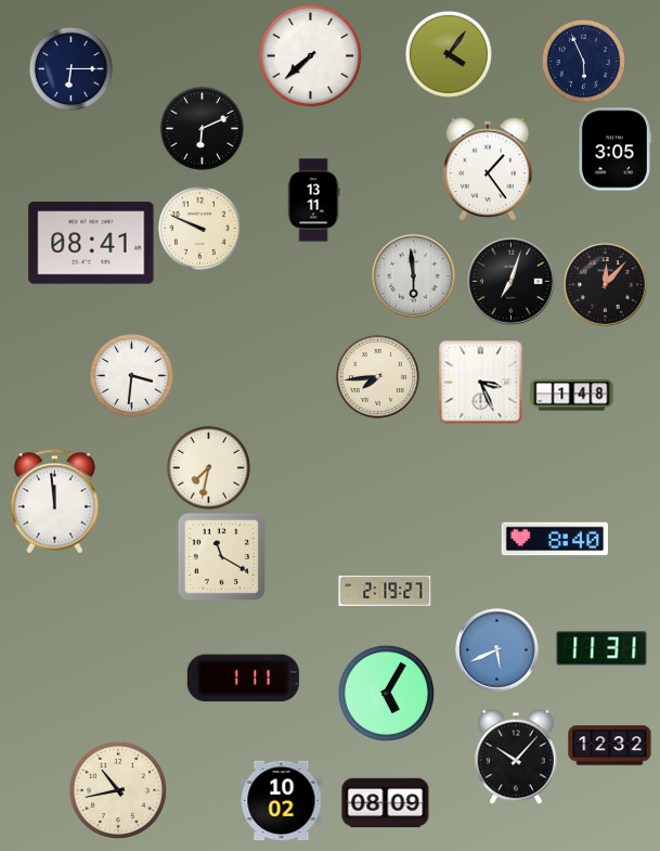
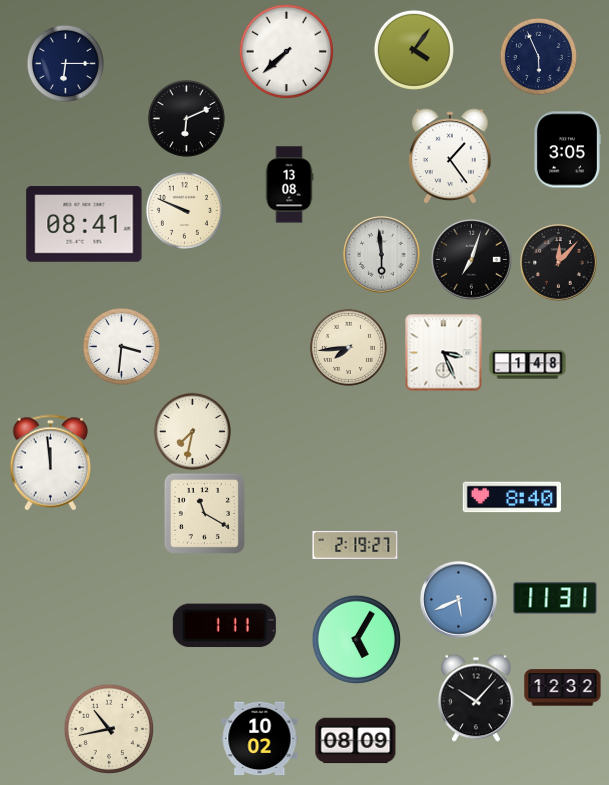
clock at (614, 150) position: (614, 150) -> (567, 150)
clock at (313, 201): 13:11 -> 13:08
